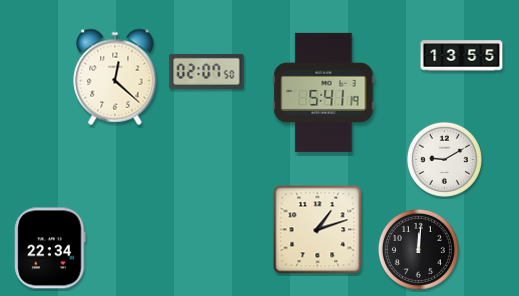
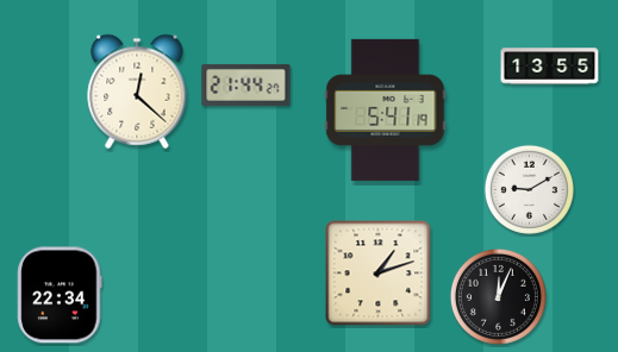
clock at (207, 71): 02:07 -> 21:44
clock at (418, 249): 12:01 -> 12:04
